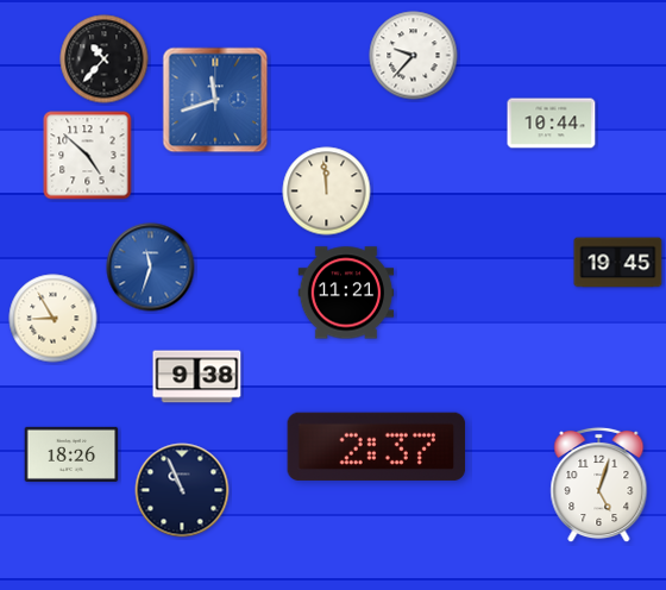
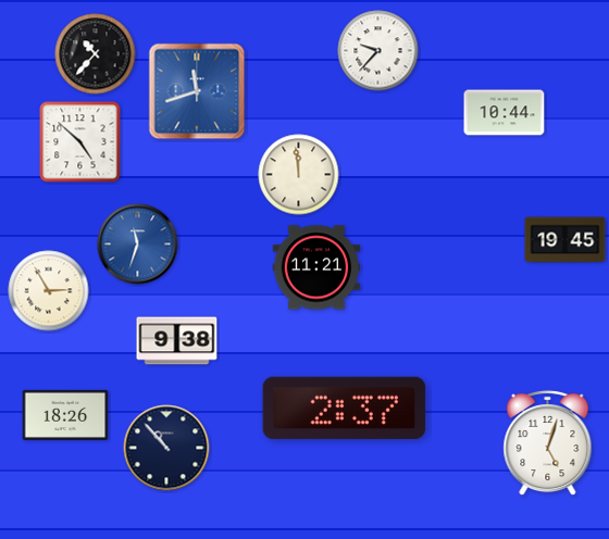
clock at (54, 319): 8:55 -> 2:55
clock at (197, 377) position: (197, 377) -> (177, 341)
clock at (182, 490): 10:56 -> 10:53
